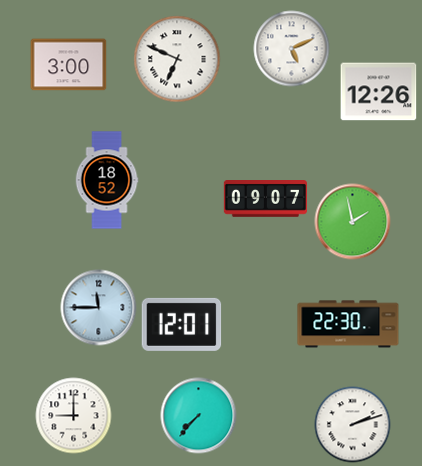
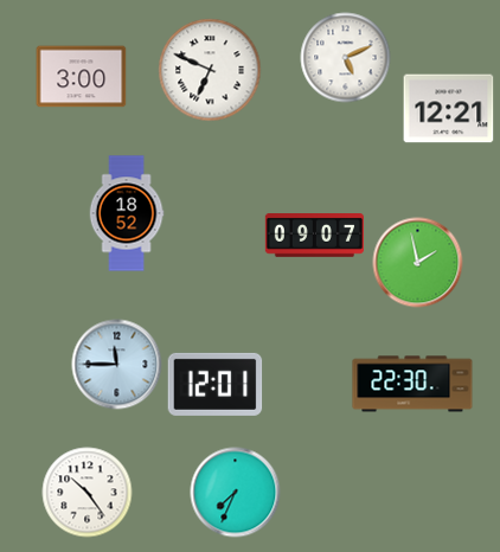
clock at (379, 92): 12:26 -> 12:21
clock at (74, 416): 9:00 -> 10:24
clock at (199, 416): 7:37 -> 7:34
clock at (353, 425): 2:12 -> none
